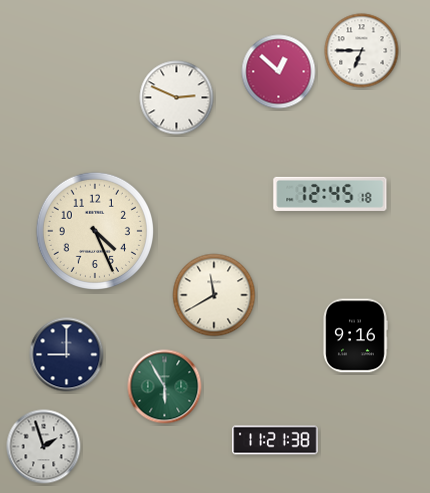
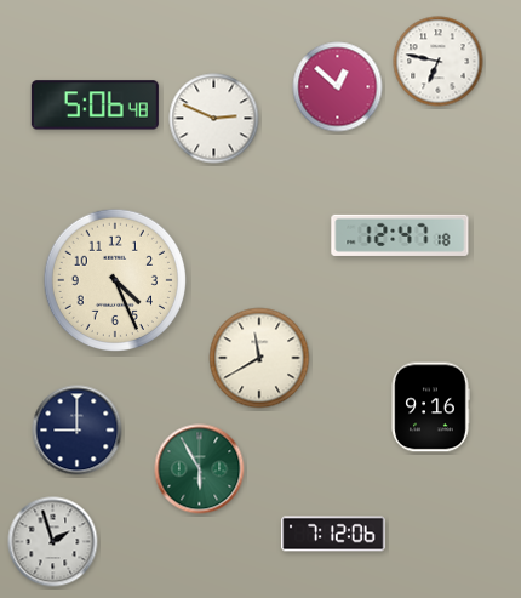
clock at (362, 51): 6:45 -> 6:47
clock at (95, 106): none -> 5:06
clock at (330, 194): 12:45 -> 12:47
clock at (67, 355) position: (67, 355) -> (78, 431)
clock at (275, 440): 11:21 -> 7:12
